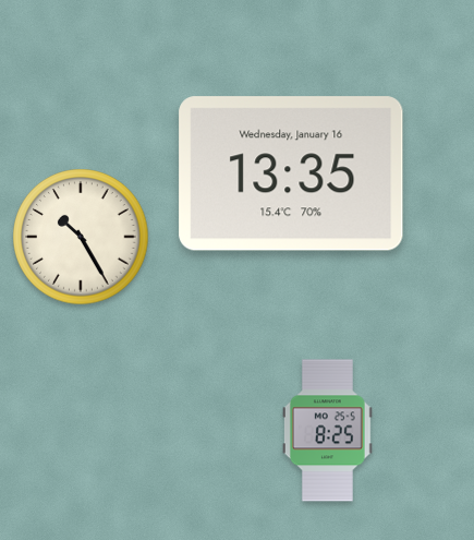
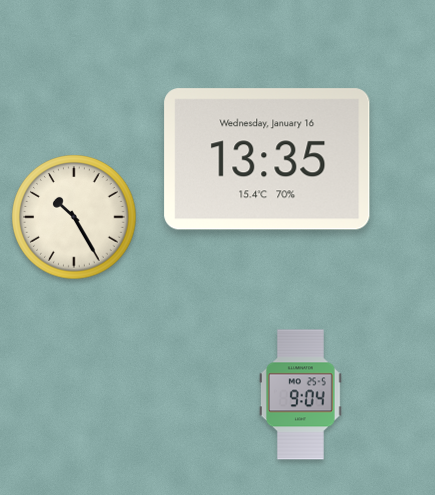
clock at (327, 431): 8:25 -> 9:04
